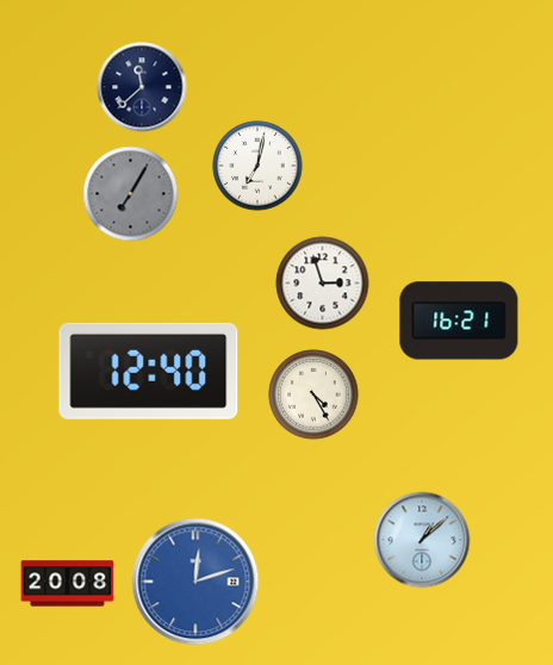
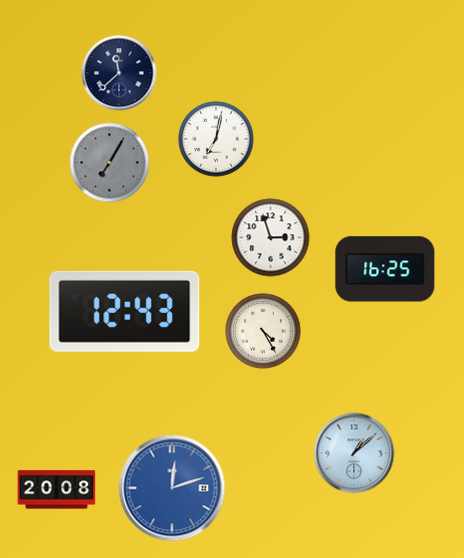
clock at (459, 321): 16:21 -> 16:25
clock at (149, 371): 12:40 -> 12:43
clock at (195, 582) position: (195, 582) -> (172, 488)
